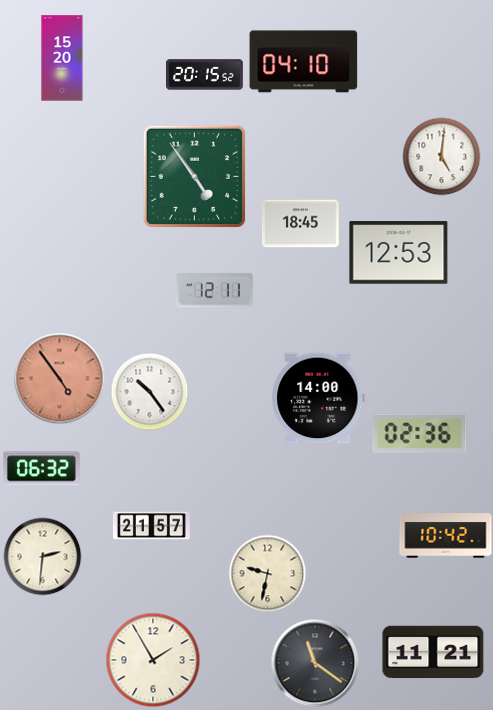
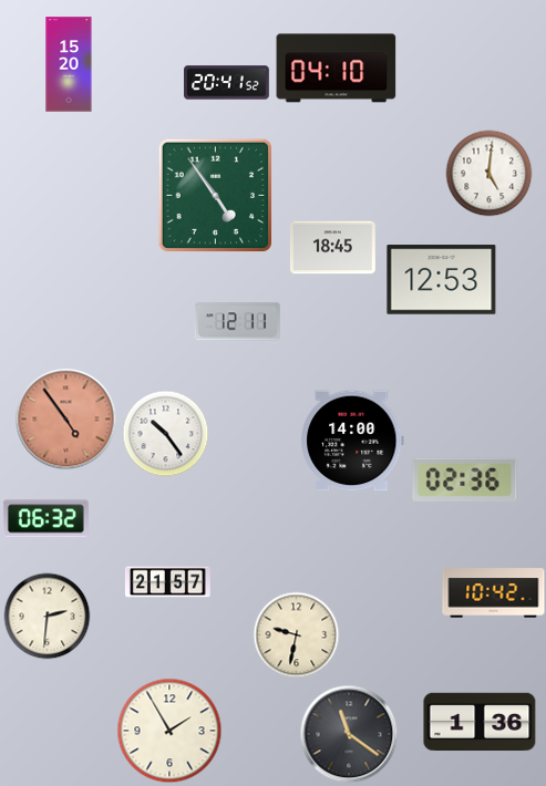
clock at (205, 75): 20:15 -> 20:41
clock at (433, 652): 11:21 -> 1:36
